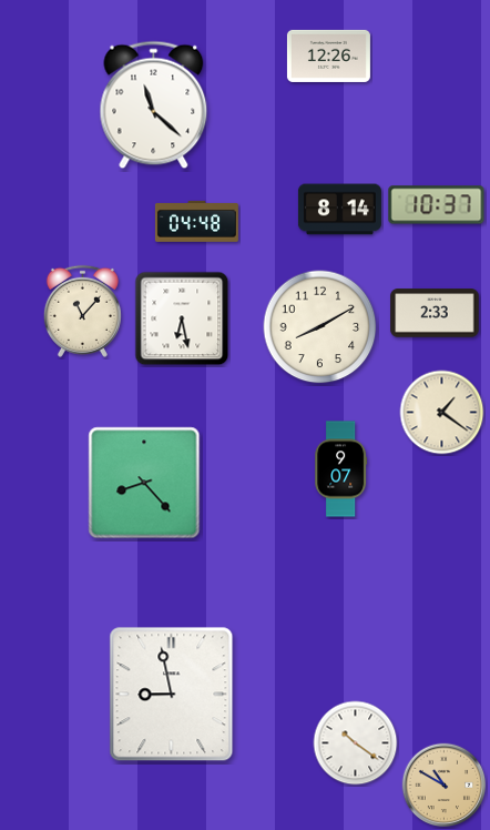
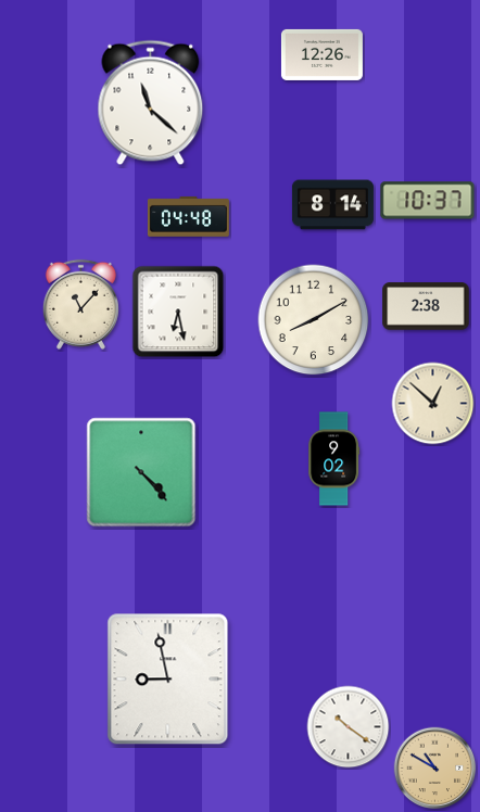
clock at (196, 221) position: (196, 221) -> (188, 216)
clock at (435, 313): 2:33 -> 2:38
clock at (442, 413): 1:21 -> 12:52
clock at (341, 469): 9:07 -> 9:02
clock at (144, 483): 8:23 -> 4:23
